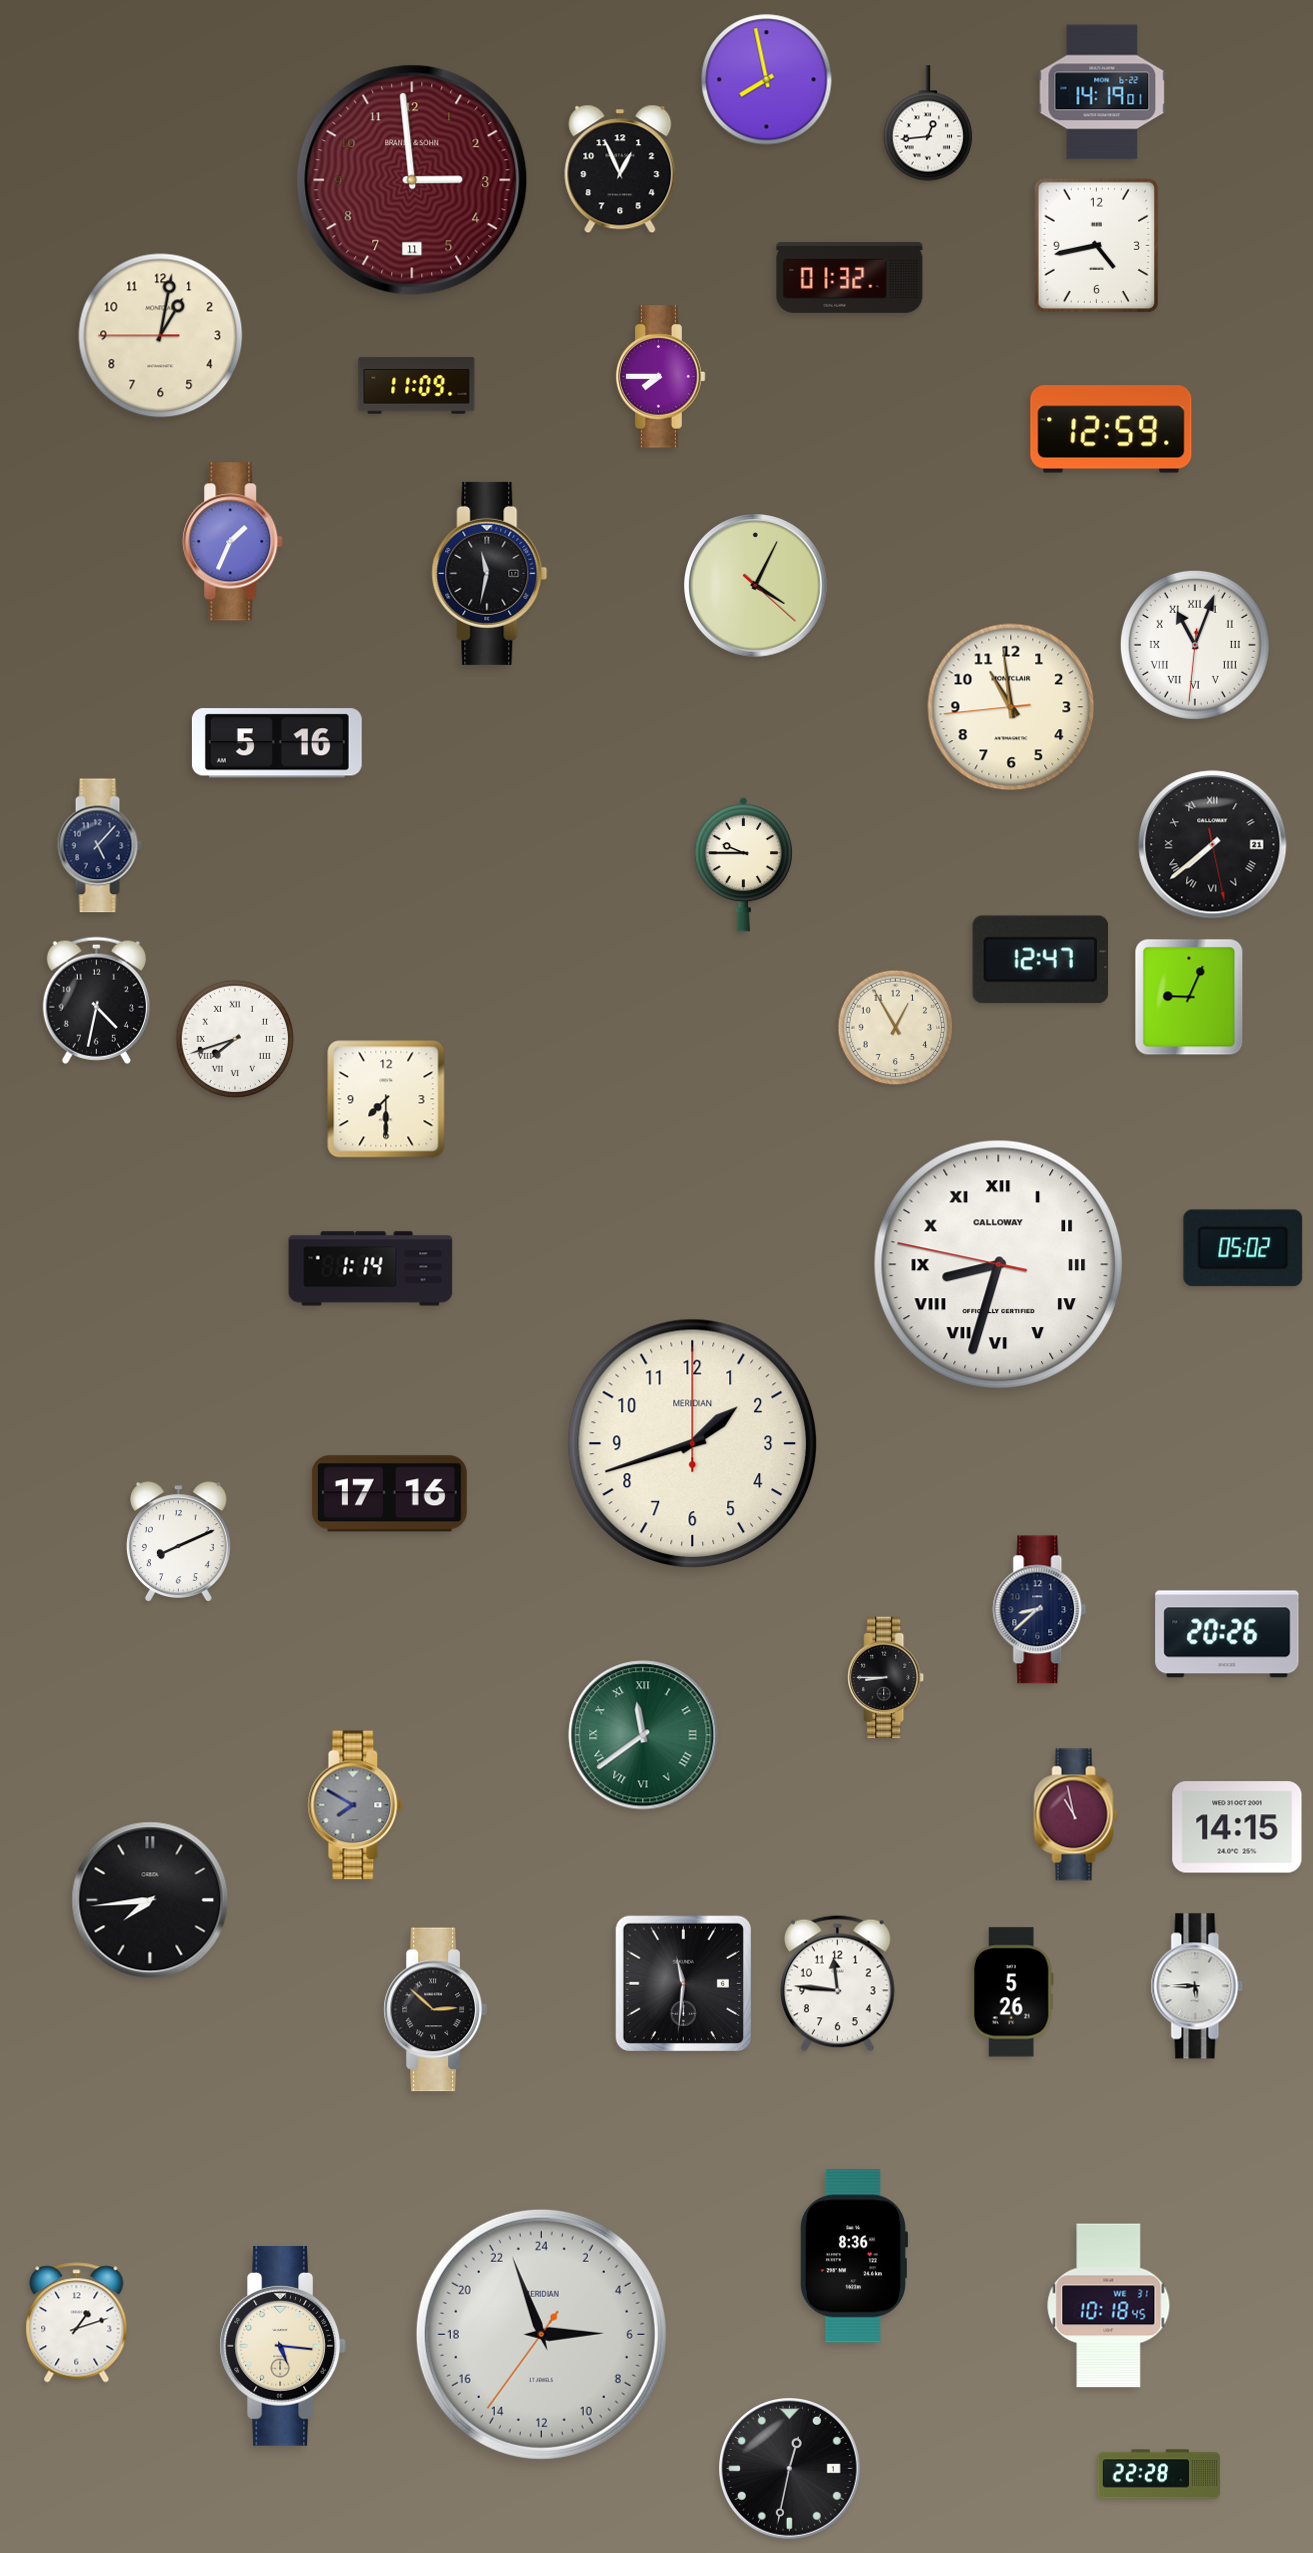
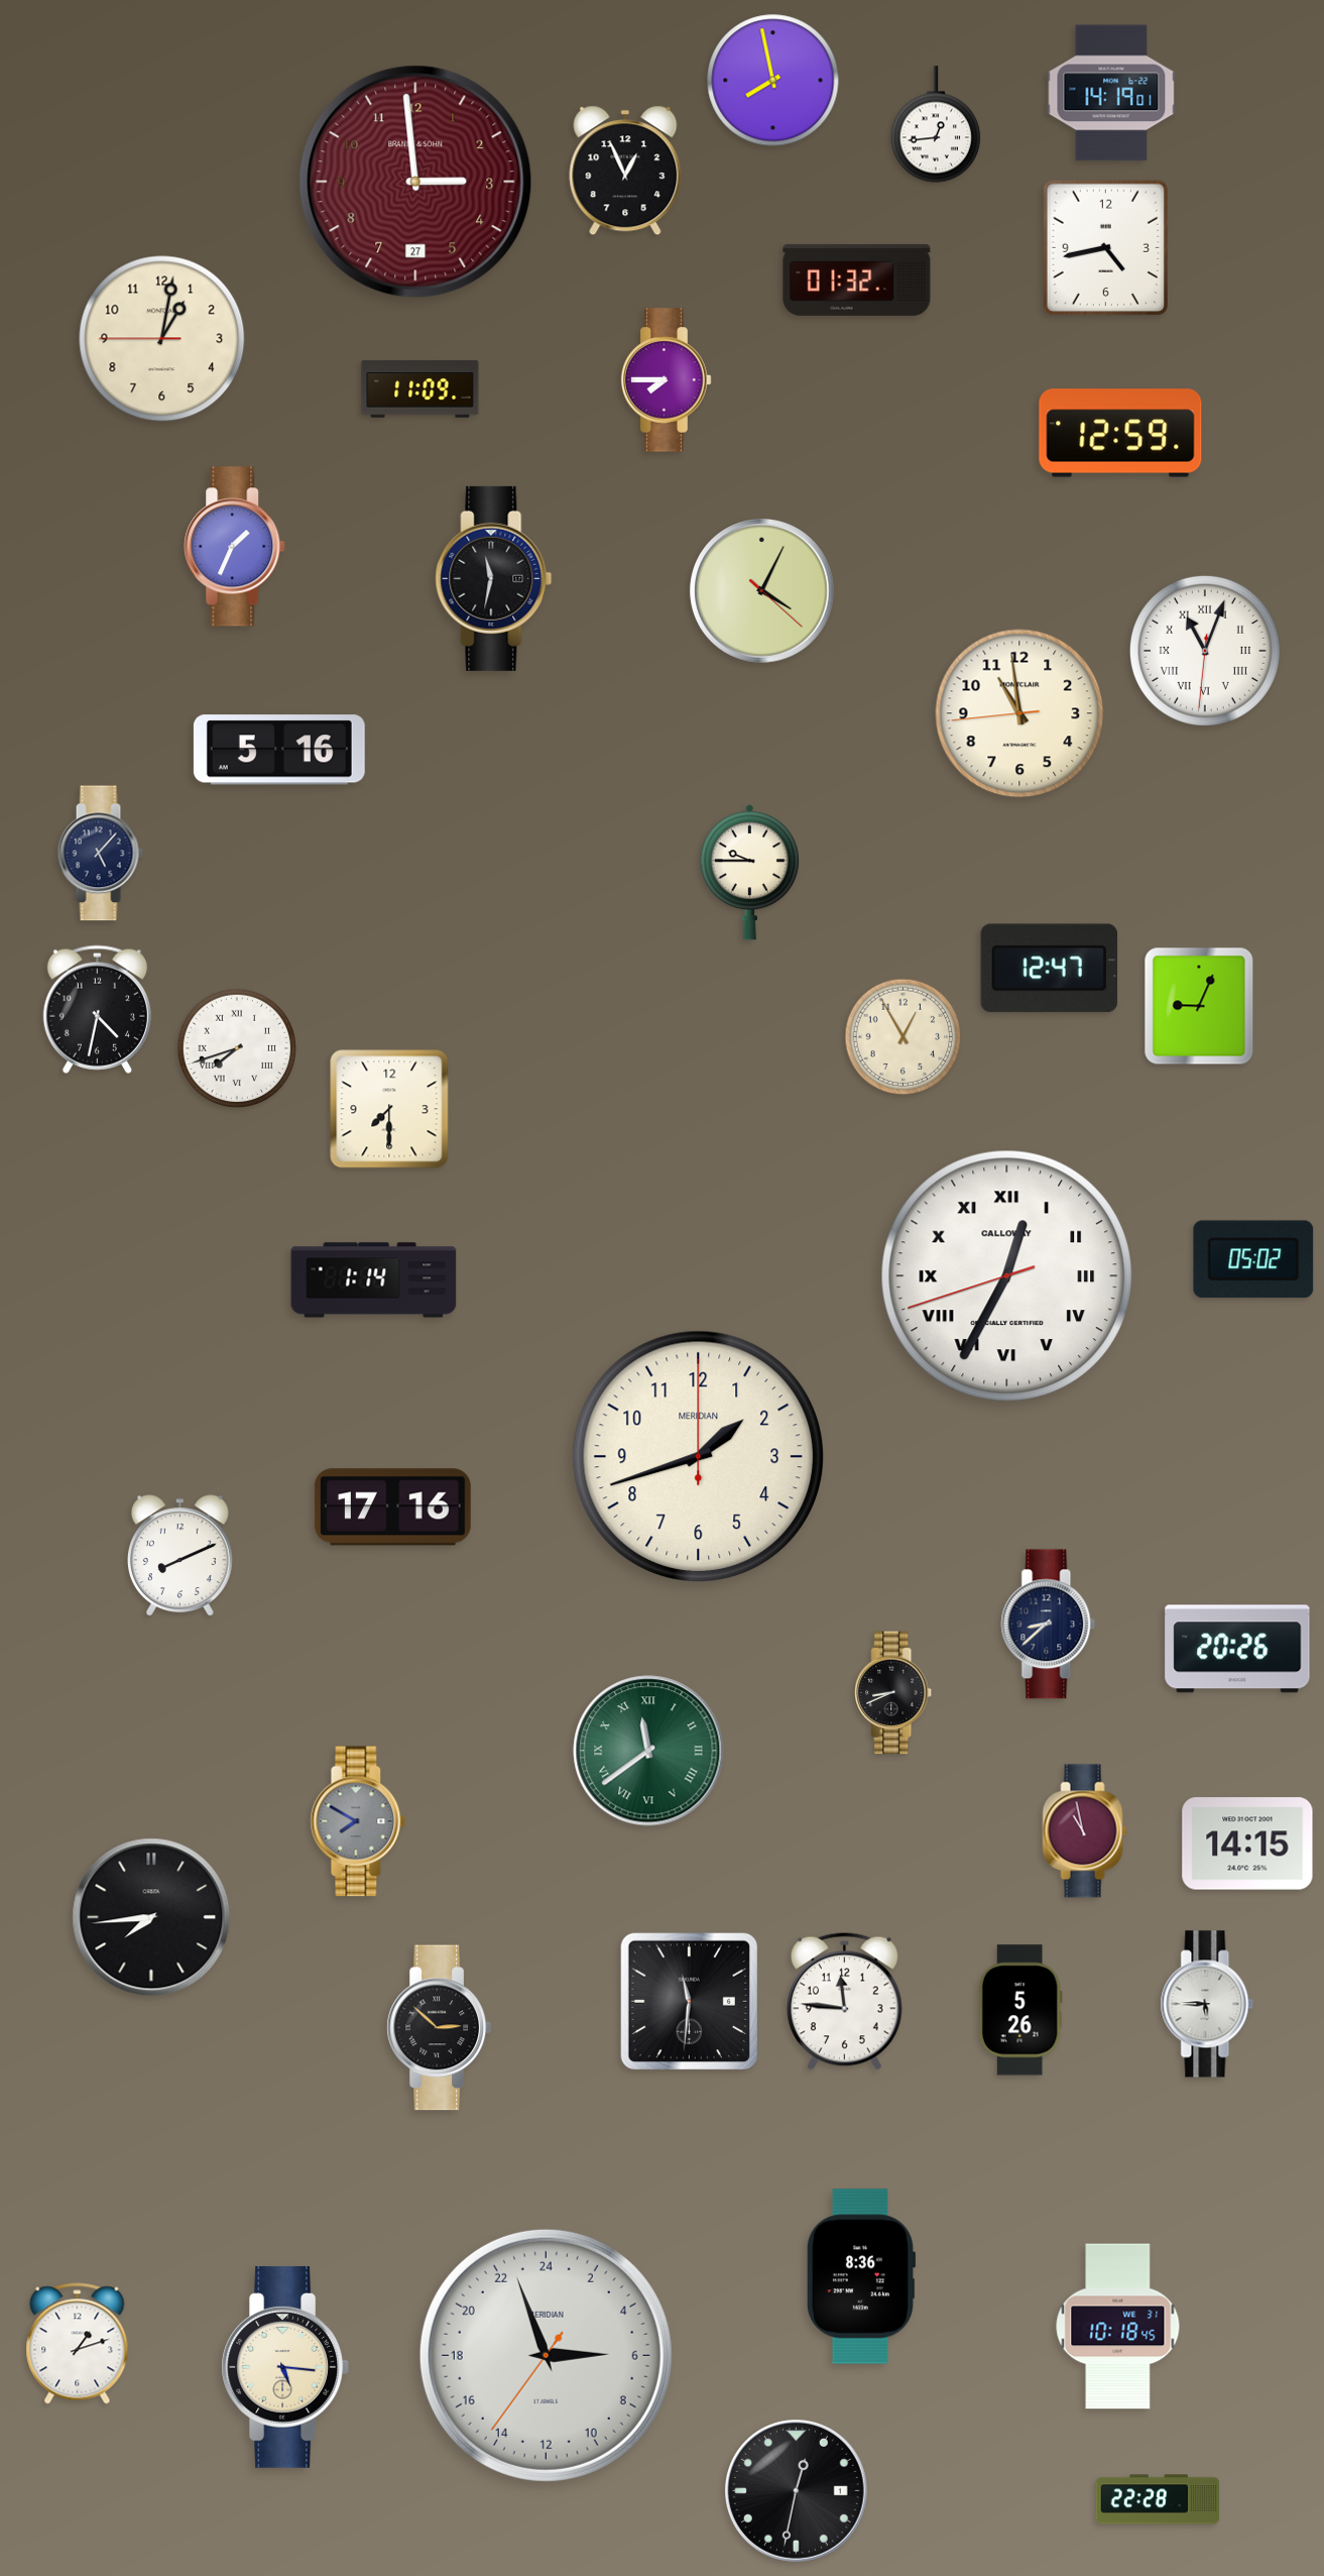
clock at (412, 180) date: 11 -> 27
clock at (1213, 845): 7:38 -> none
clock at (998, 1264): 8:32 -> 12:34
clock at (886, 1678): 8:45 -> 8:41
clock at (1159, 2474) position: (1159, 2474) -> (1158, 2499)
